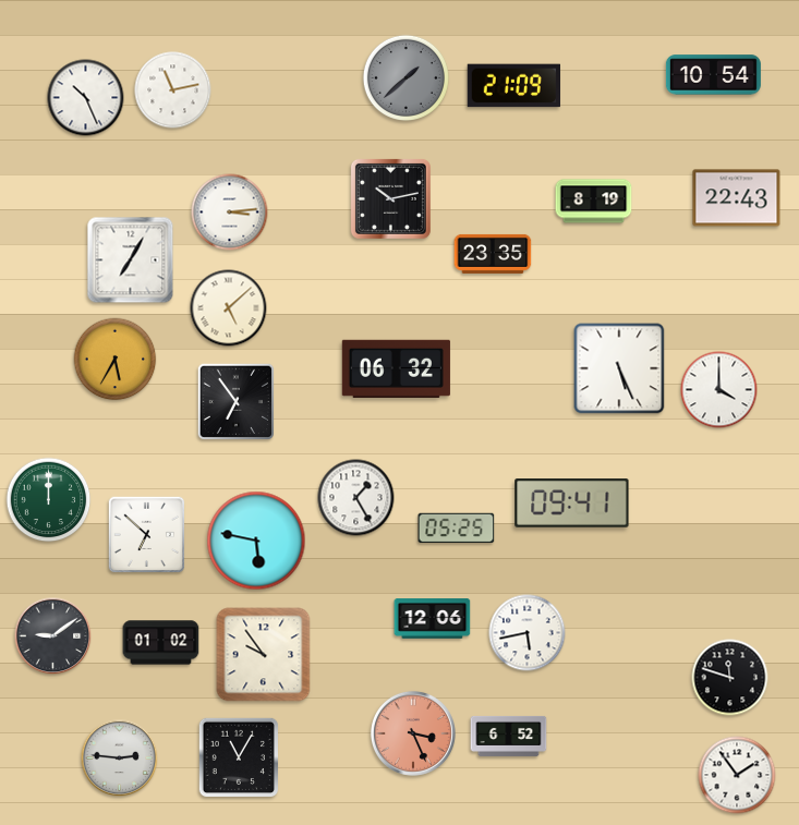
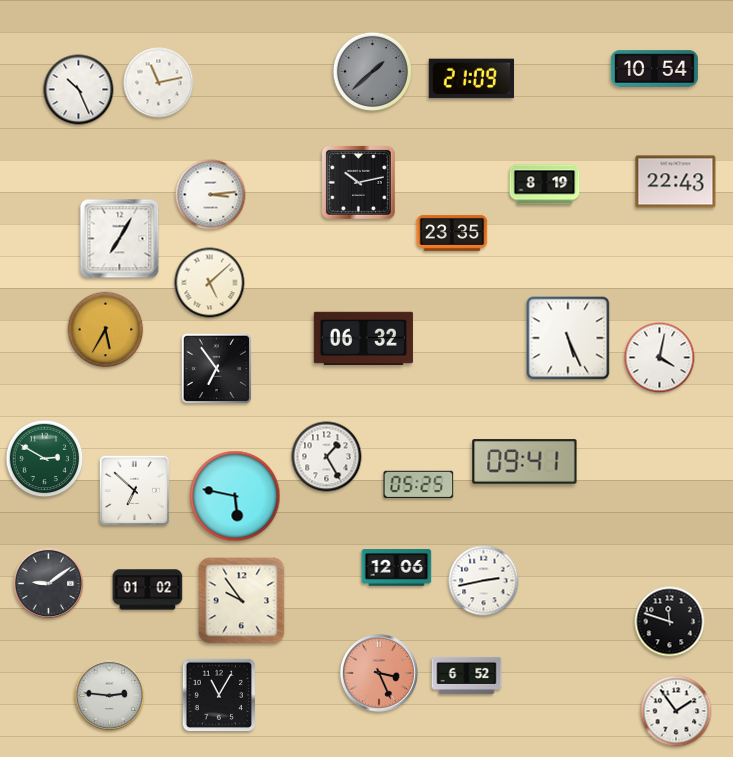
clock at (719, 390): 4:00 -> 4:02
clock at (49, 500): 12:00 -> 2:50
clock at (528, 633): 5:43 -> 2:43
